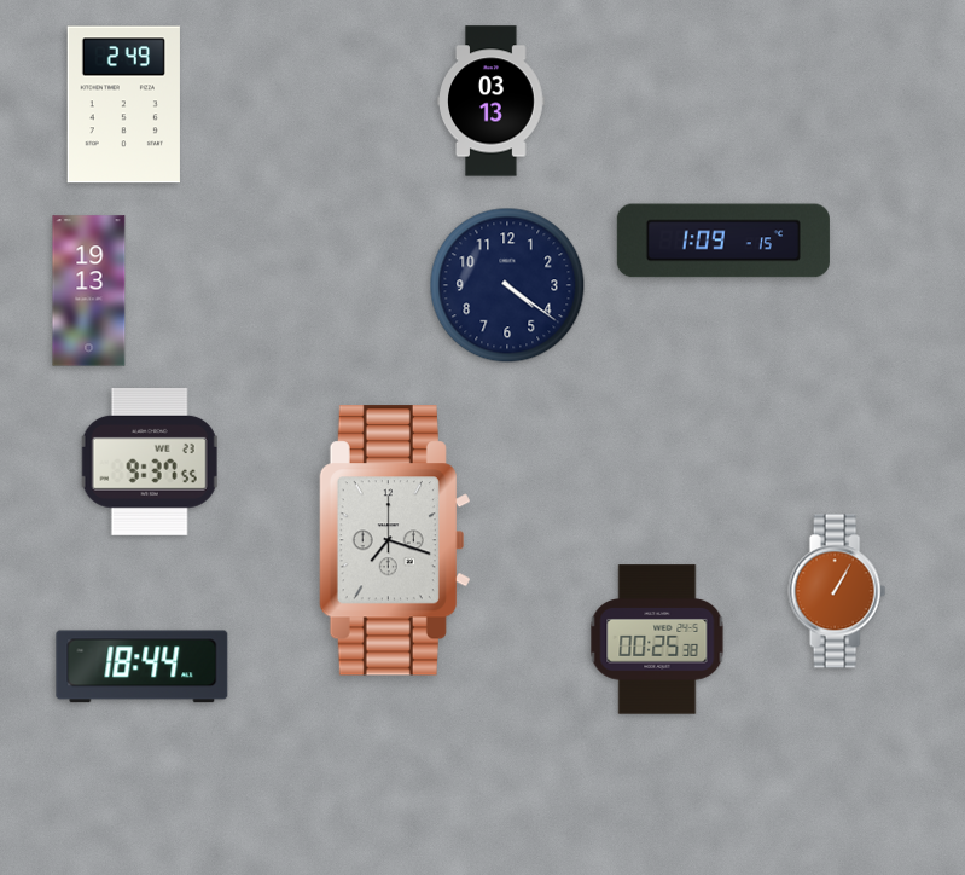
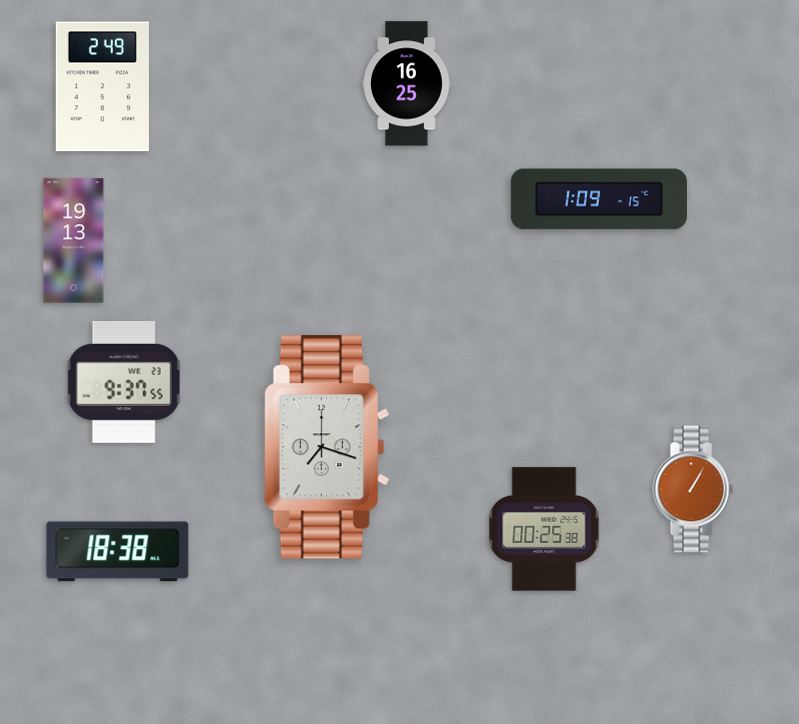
clock at (492, 102): 03:13 -> 16:25
clock at (507, 285): 4:21 -> none
clock at (143, 667): 18:44 -> 18:38
